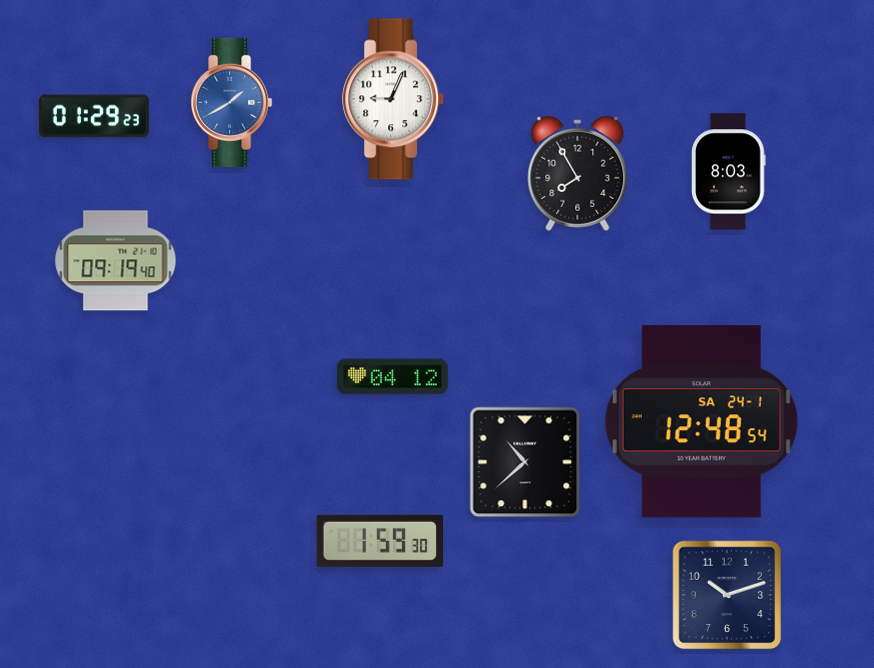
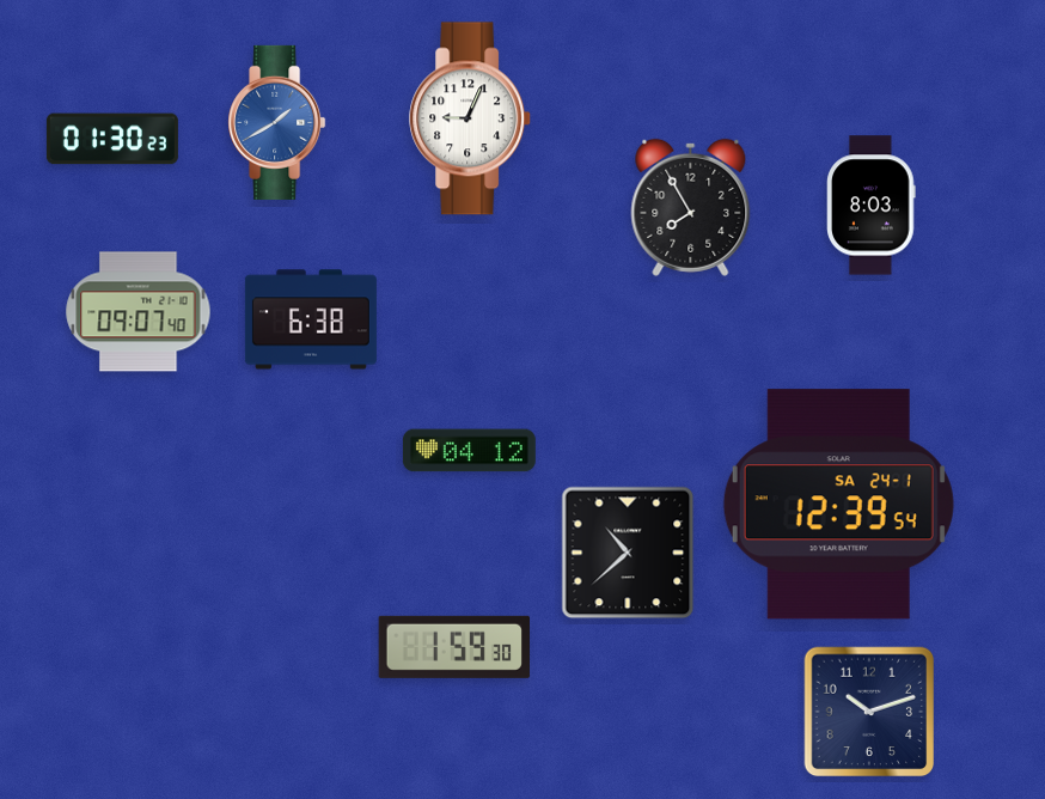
clock at (94, 116): 01:29 -> 01:30
clock at (116, 261): 09:19 -> 09:07
clock at (311, 319): none -> 6:38
clock at (701, 422): 12:48 -> 12:39
